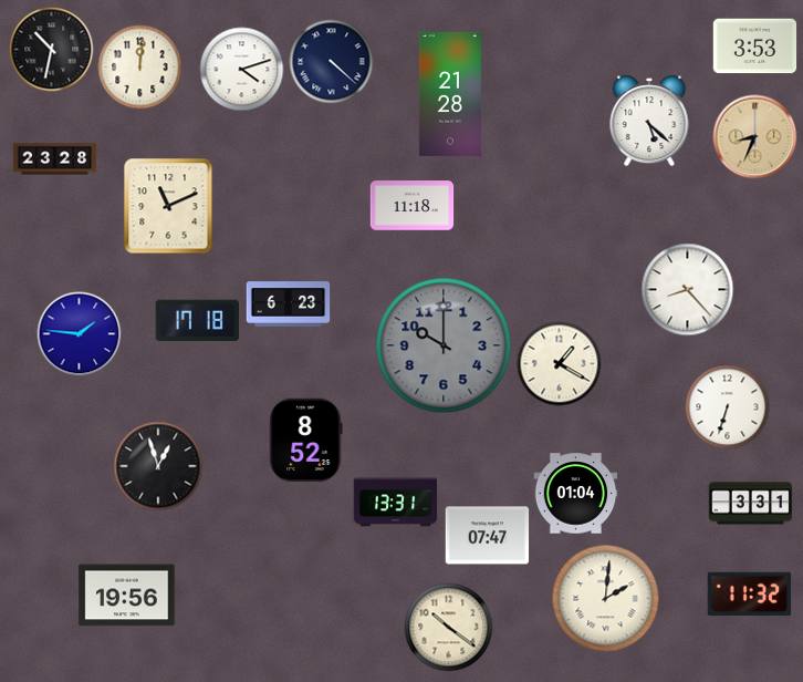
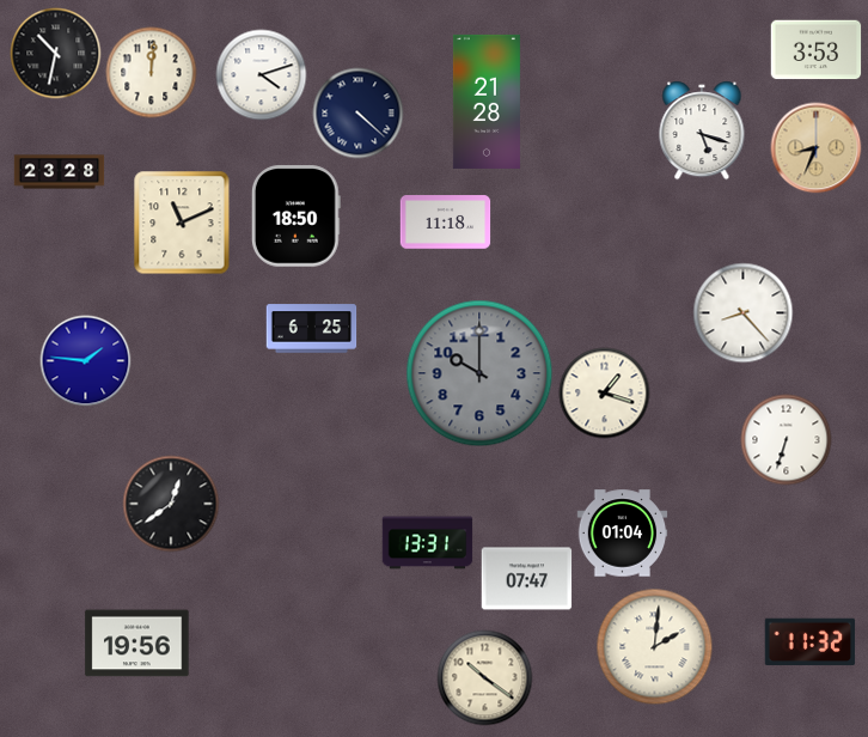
clock at (332, 62) position: (332, 62) -> (359, 114)
clock at (649, 121): 5:22 -> 5:18
clock at (295, 217): none -> 18:50
clock at (289, 304): 6:23 -> 6:25
clock at (197, 320): 17:18 -> none
clock at (560, 364): 1:20 -> 1:18
clock at (306, 441): 8:52 -> none
clock at (158, 466): 12:57 -> 12:39
clock at (751, 504): 3:31 -> none
